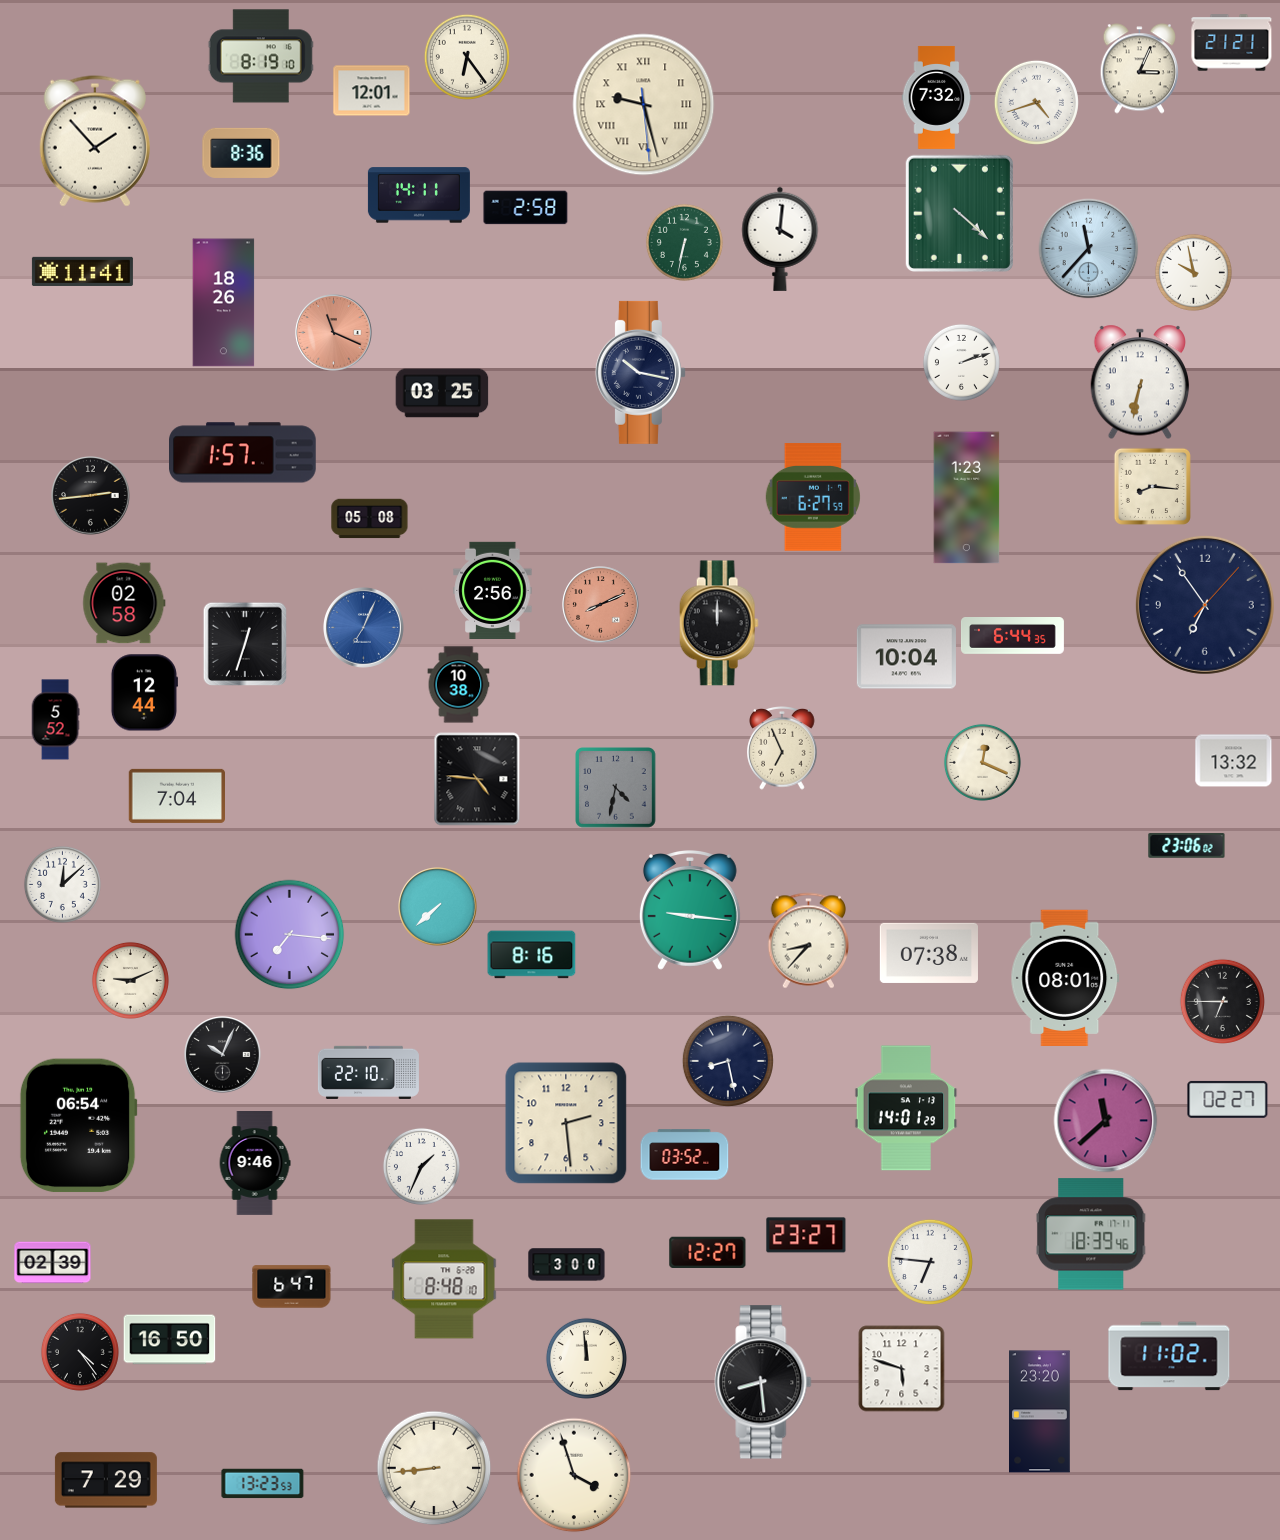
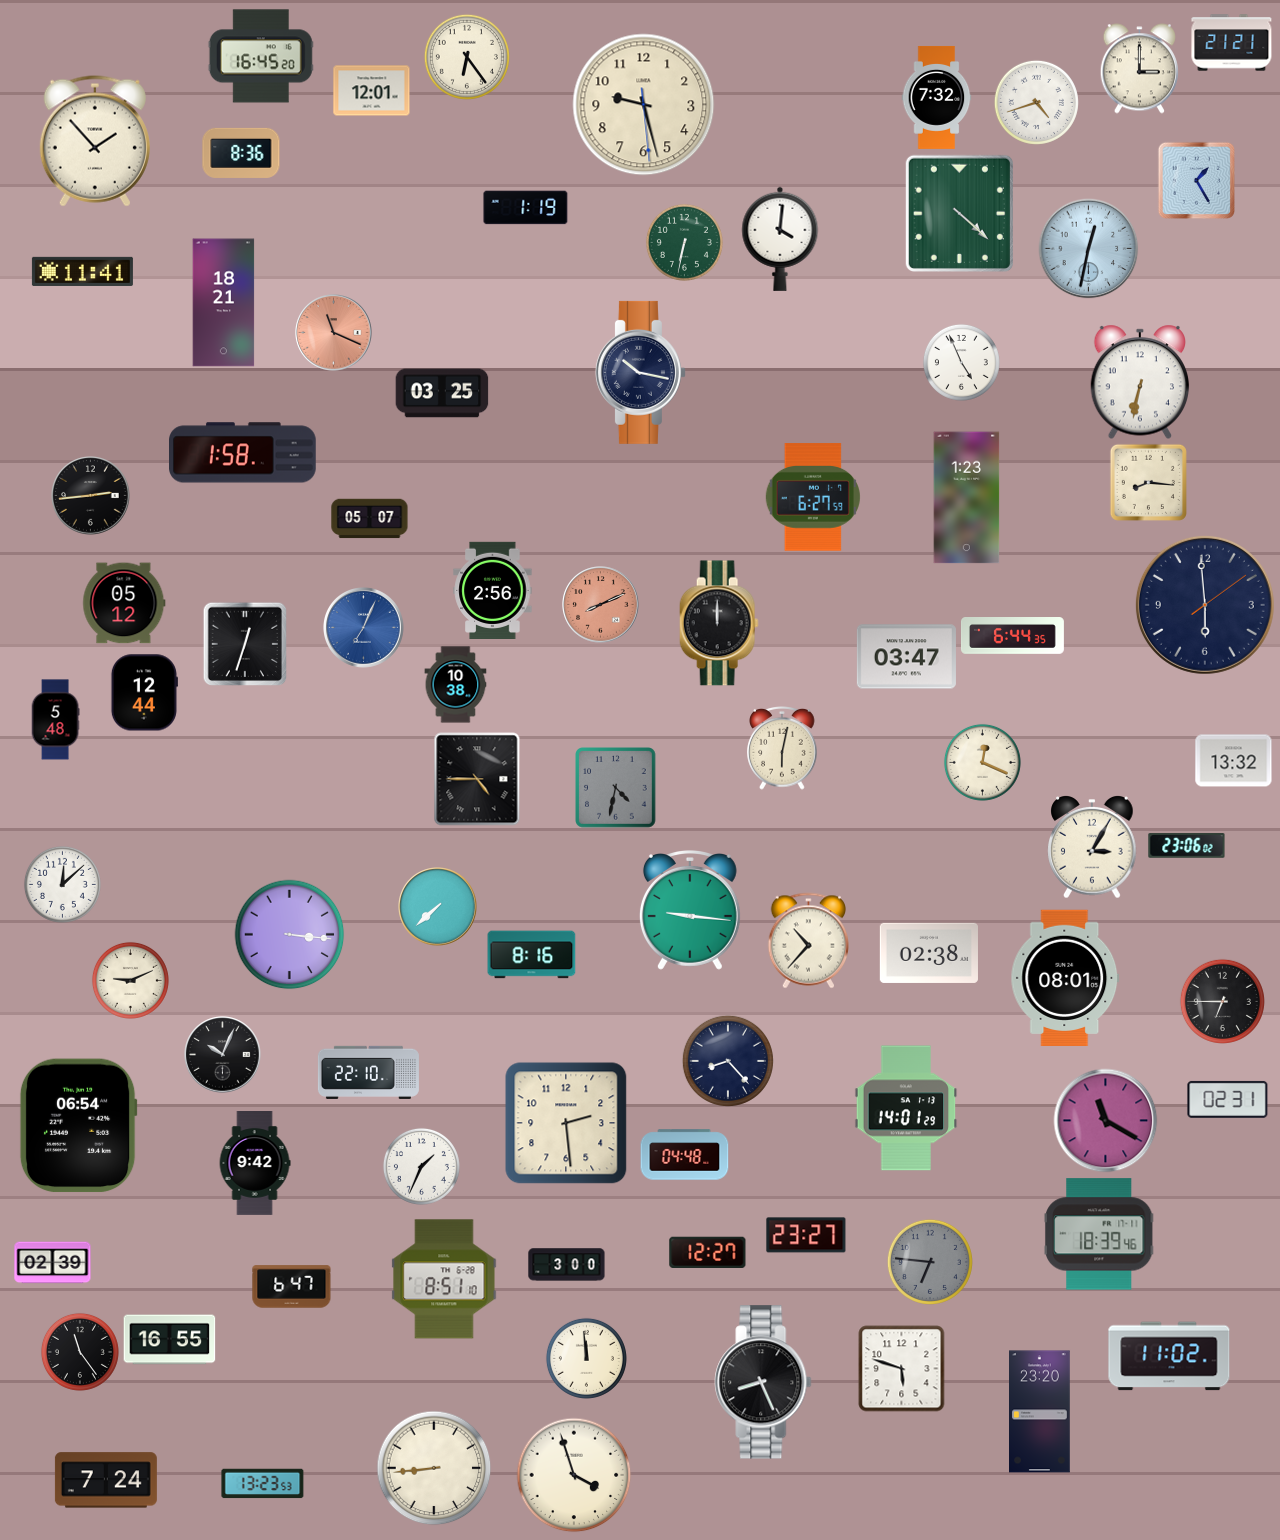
clock at (261, 56): 8:19 -> 16:45
clock at (1139, 69): 3:04 -> 3:00
clock at (644, 105) numerals: Roman -> Arabic
clock at (1196, 180): none -> 1:25
clock at (419, 195): 14:11 -> none
clock at (526, 208): 2:58 -> 1:19
clock at (1089, 249): 11:37 -> 12:32
clock at (1193, 272): 9:58 -> none
clock at (224, 303): 18:26 -> 18:21
clock at (961, 362): 2:12 -> 4:56
clock at (243, 453): 1:57 -> 1:58
clock at (1152, 486) position: (1152, 486) -> (1148, 482)
clock at (370, 519): 05:08 -> 05:07
clock at (124, 603): 02:58 -> 05:12
clock at (1205, 605): 6:54 -> 5:59
clock at (906, 657): 10:04 -> 03:47
clock at (459, 685) position: (459, 685) -> (456, 685)
clock at (55, 720): 5:52 -> 5:48
clock at (782, 749): 6:56 -> 6:02
clock at (477, 779): 4:46 -> 4:45
clock at (176, 796): 7:04 -> none
clock at (1092, 848): none -> 3:05
clock at (290, 935): 7:16 -> 3:16
clock at (808, 941): 8:37 -> 10:37
clock at (929, 953): 07:38 -> 02:38
clock at (728, 1061): 8:28 -> 8:23
clock at (1228, 1099): 02:27 -> 02:31
clock at (1106, 1121): 11:38 -> 11:20
clock at (685, 1155): 03:52 -> 04:48
clock at (255, 1164): 9:46 -> 9:42
clock at (1091, 1234) position: (1091, 1234) -> (1099, 1234)
clock at (930, 1262) dial: white -> grey
clock at (444, 1279): 8:48 -> 8:51
clock at (170, 1340): 16:50 -> 16:55
clock at (80, 1352): 4:24 -> 11:24
clock at (763, 1382): 8:29 -> 8:26
clock at (106, 1480): 7:29 -> 7:24
